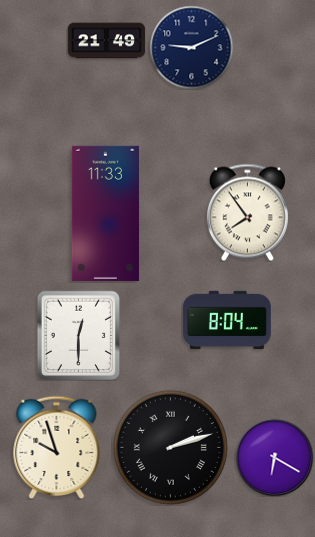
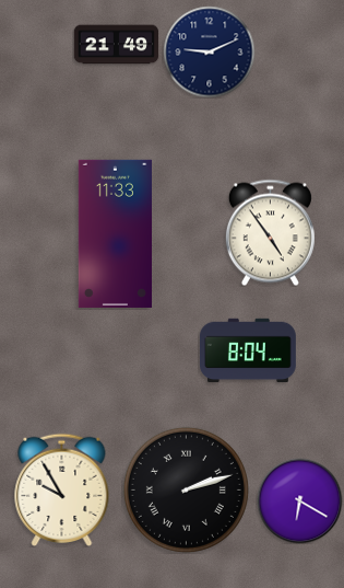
clock at (247, 212): 7:54 -> 4:54
clock at (79, 335): 12:30 -> none
clock at (57, 447): 9:57 -> 9:55
